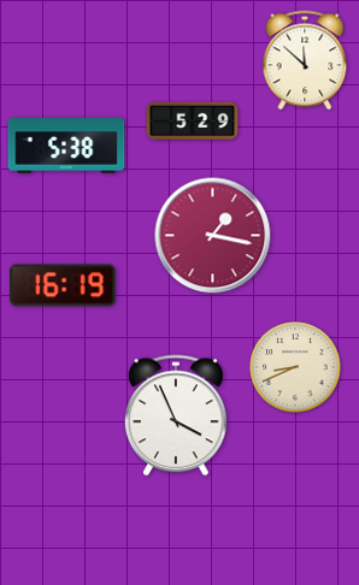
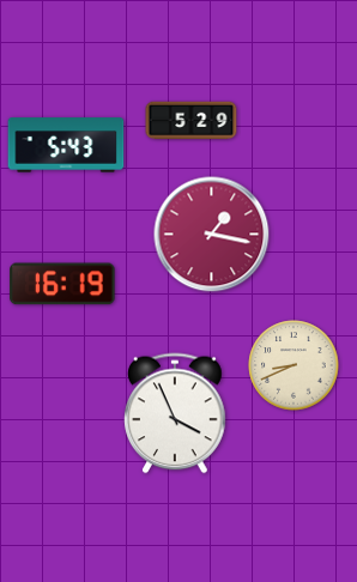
clock at (305, 60): 11:52 -> none
clock at (66, 146): 5:38 -> 5:43
